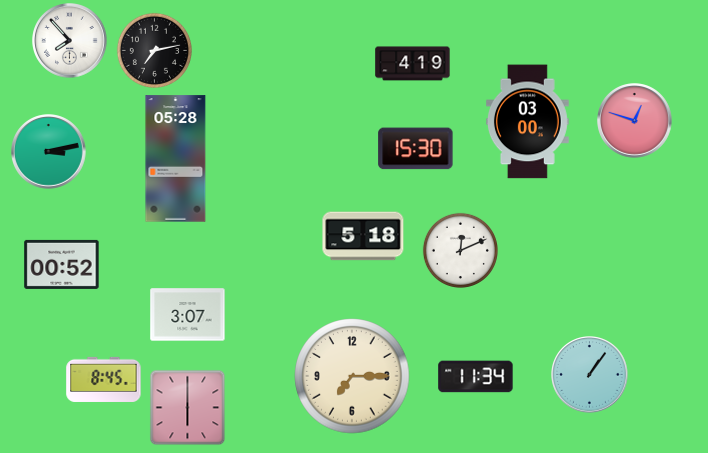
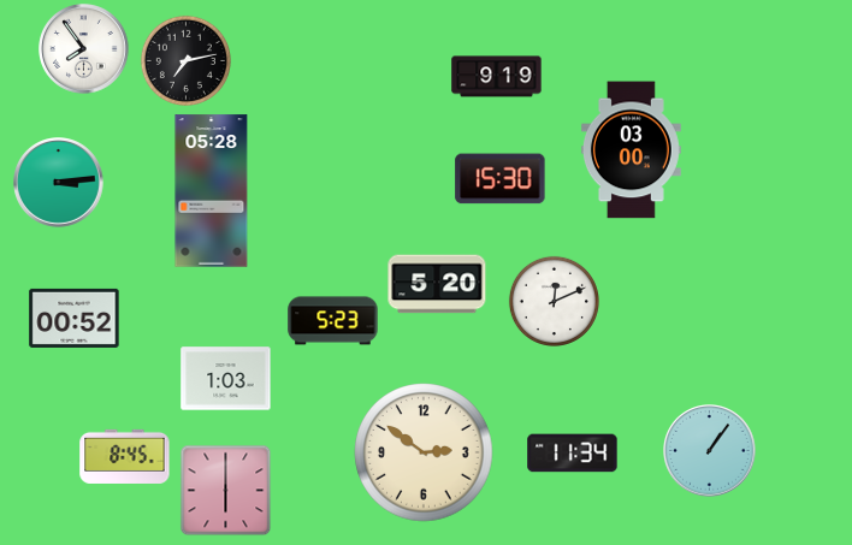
clock at (70, 41): 7:53 -> 7:54
clock at (413, 64): 4:19 -> 9:19
clock at (635, 121): 12:48 -> none
clock at (527, 122) position: (527, 122) -> (631, 150)
clock at (49, 152): 3:13 -> 3:14
clock at (363, 236): 5:18 -> 5:20
clock at (333, 321): none -> 5:23
clock at (188, 315): 3:07 -> 1:03
clock at (352, 376): 7:15 -> 2:51
